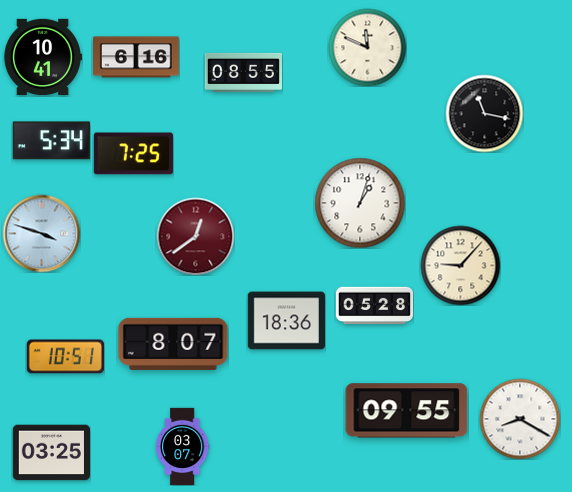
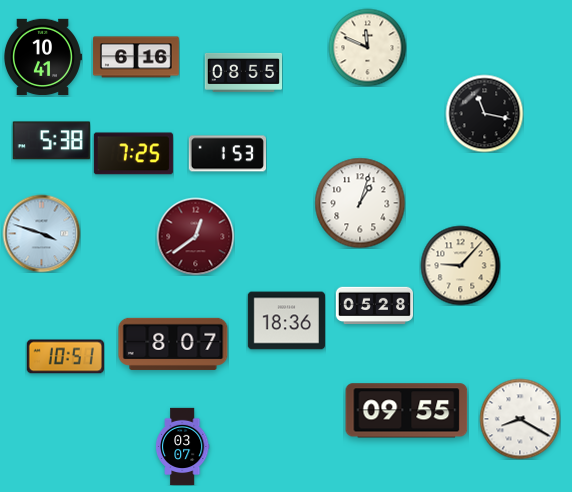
clock at (51, 141): 5:34 -> 5:38
clock at (227, 154): none -> 1:53
clock at (51, 453): 03:25 -> none
